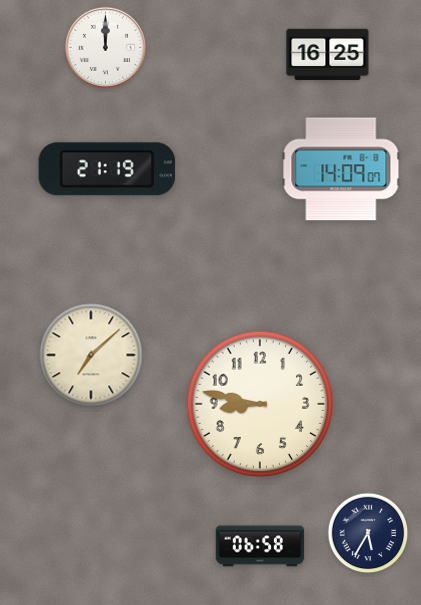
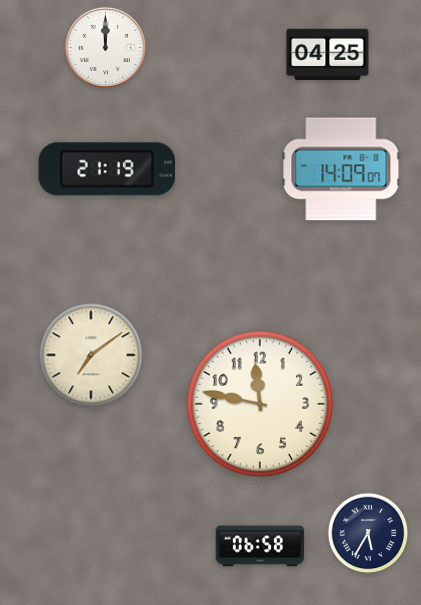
clock at (328, 55): 16:25 -> 04:25
clock at (91, 355): 7:08 -> 7:09
clock at (260, 404): 8:47 -> 11:47
